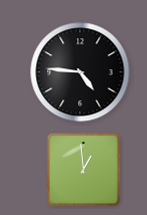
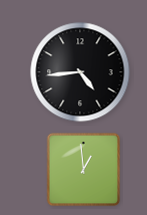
clock at (80, 72): 4:46 -> 4:44
